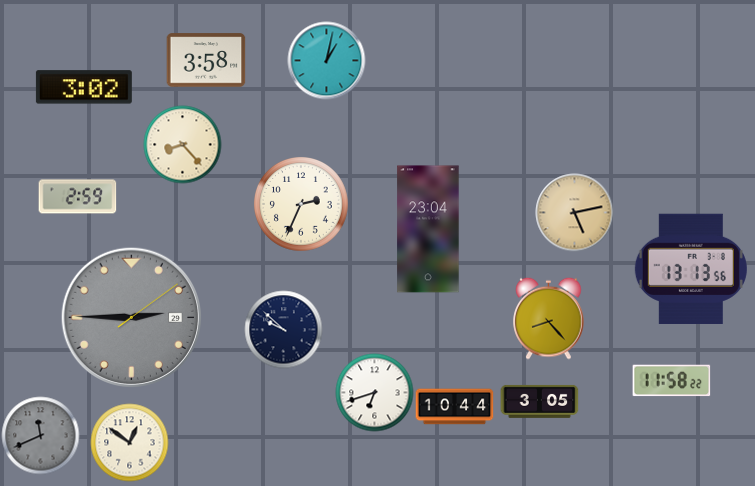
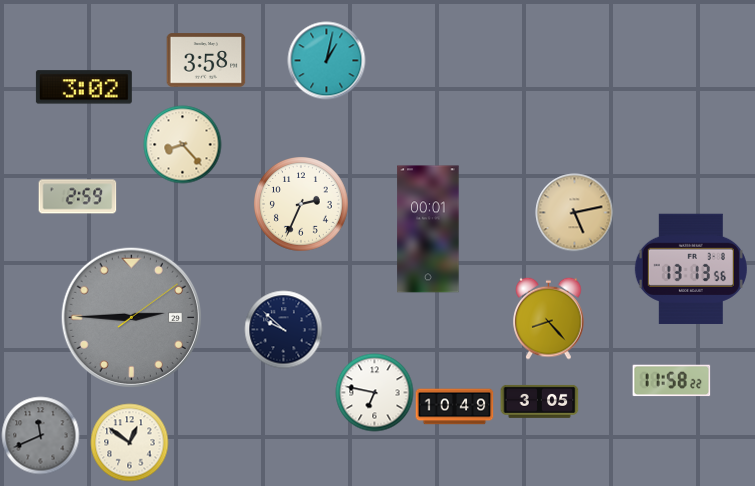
clock at (428, 229): 23:04 -> 00:01
clock at (374, 392): 6:42 -> 6:47
clock at (454, 407): 10:44 -> 10:49
